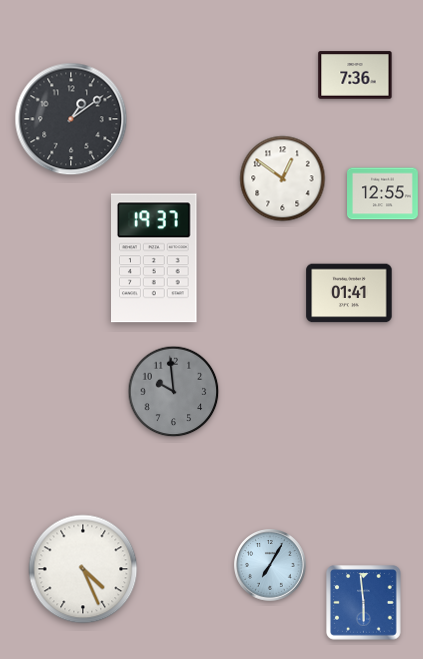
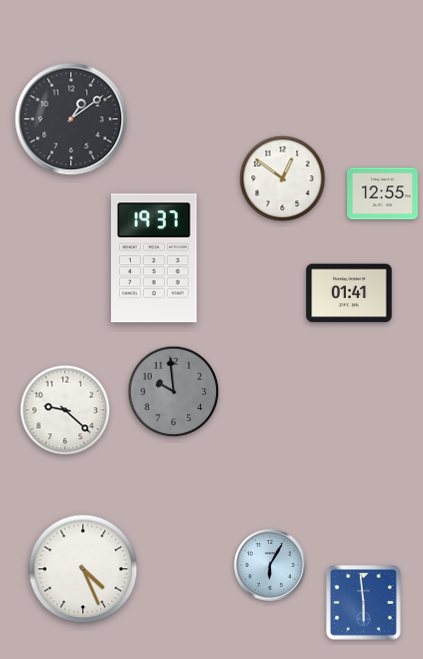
clock at (355, 75): 7:36 -> none
clock at (65, 410): none -> 9:22
clock at (270, 565): 7:05 -> 6:05
